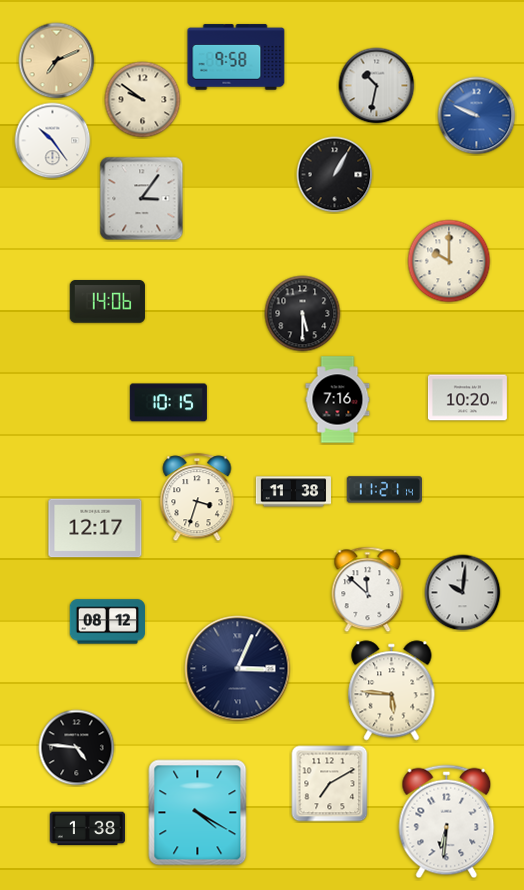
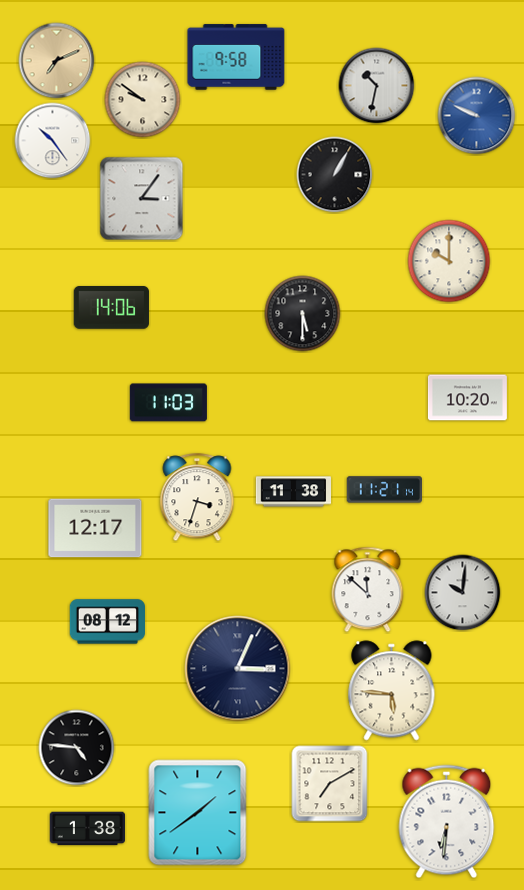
clock at (107, 302) position: (107, 302) -> (111, 308)
clock at (338, 400): 7:16 -> none
clock at (168, 403): 10:15 -> 11:03
clock at (198, 813): 4:20 -> 1:39
